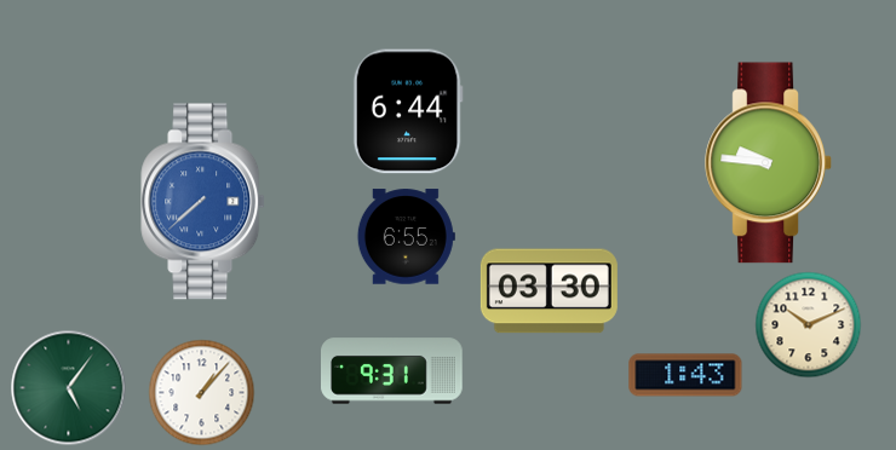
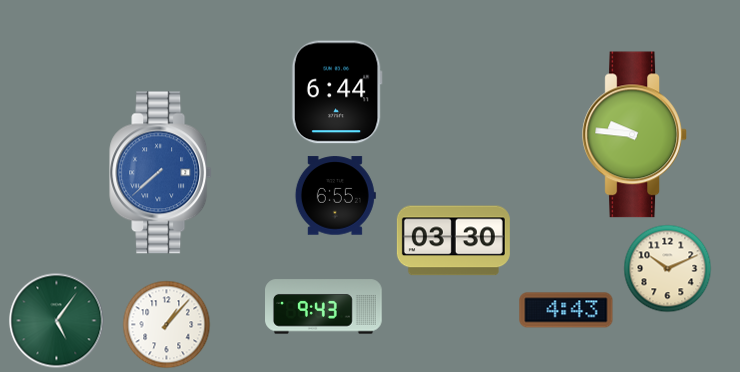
clock at (203, 202) position: (203, 202) -> (161, 173)
clock at (392, 371): 9:31 -> 9:43
clock at (685, 375): 1:43 -> 4:43
